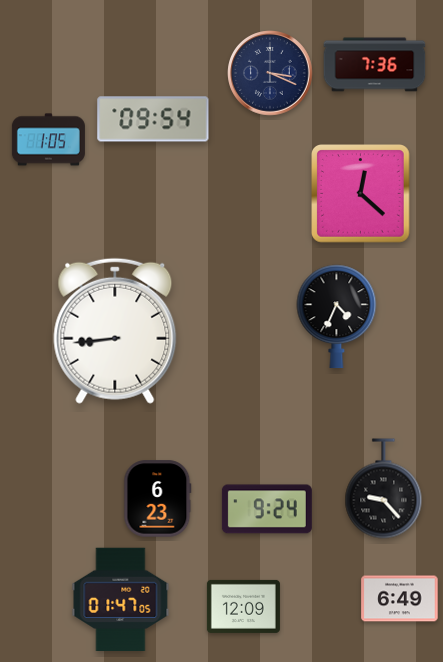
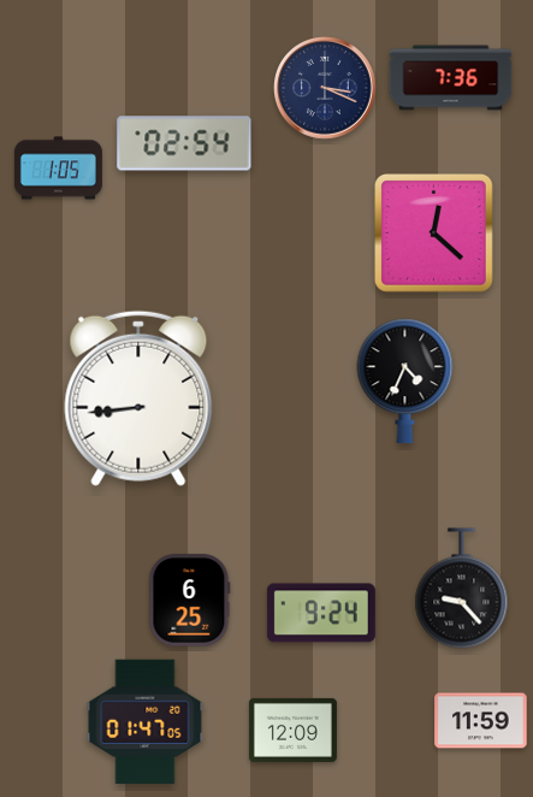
clock at (153, 119): 09:54 -> 02:54
clock at (158, 499): 6:23 -> 6:25
clock at (400, 599): 6:49 -> 11:59
